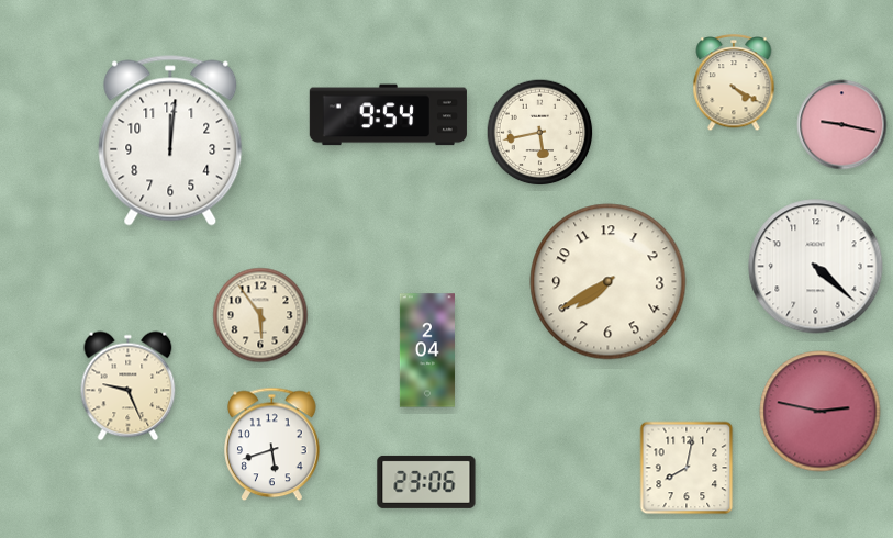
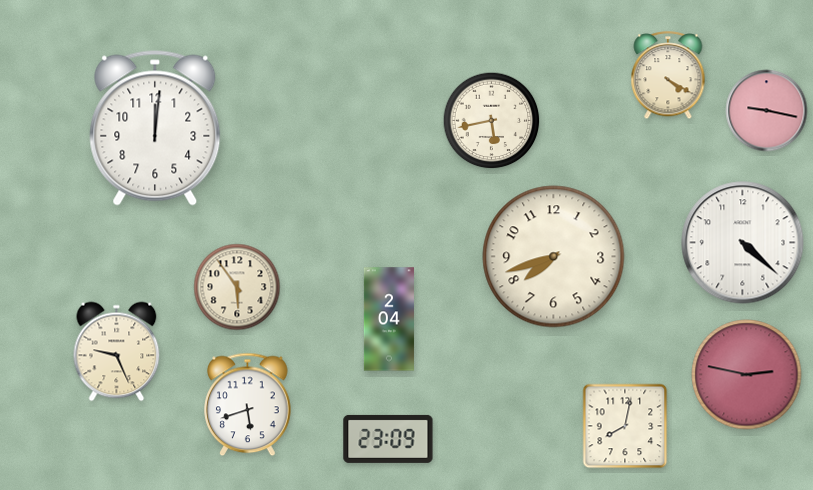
clock at (388, 115): 9:54 -> none
clock at (842, 125) position: (842, 125) -> (767, 111)
clock at (609, 282): 7:40 -> 7:42
clock at (426, 482): 23:06 -> 23:09
